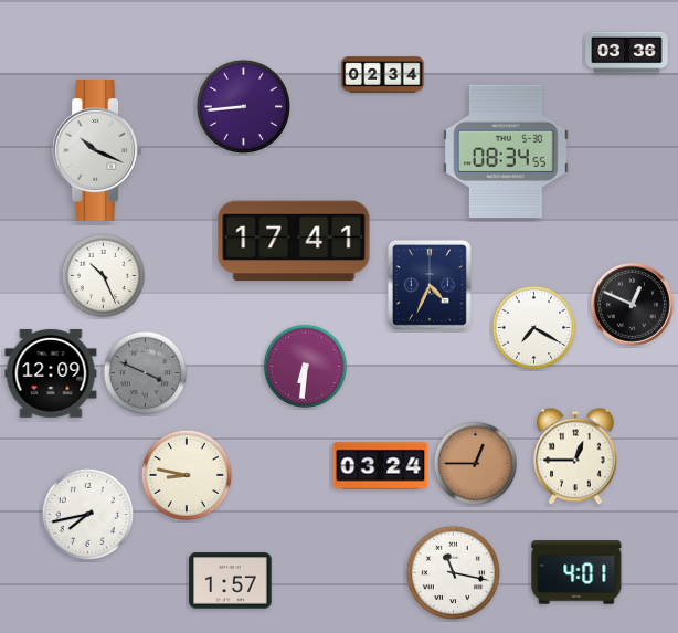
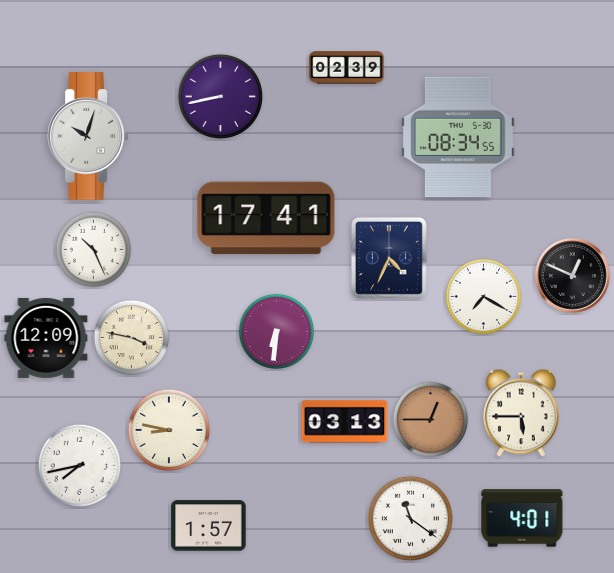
clock at (627, 53): 03:36 -> none
clock at (383, 75): 02:34 -> 02:39
clock at (243, 106): 8:44 -> 8:43
clock at (97, 151): 10:19 -> 10:03
clock at (146, 373): 3:49 -> 3:47
clock at (146, 373) dial: grey -> cream
clock at (575, 456): 12:45 -> 5:45
clock at (381, 466): 03:24 -> 03:13
clock at (453, 572): 11:17 -> 11:21
